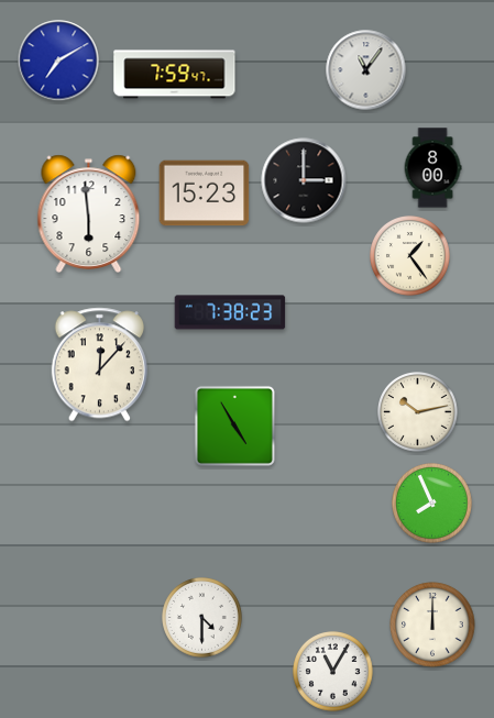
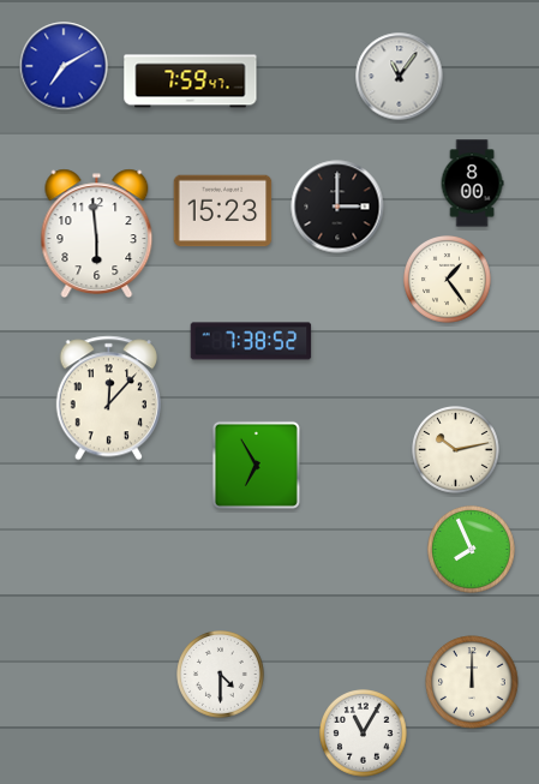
clock at (304, 180) position: (304, 180) -> (337, 207)
clock at (230, 312): 7:38:23 -> 7:38:52
clock at (234, 426): 4:55 -> 6:55
